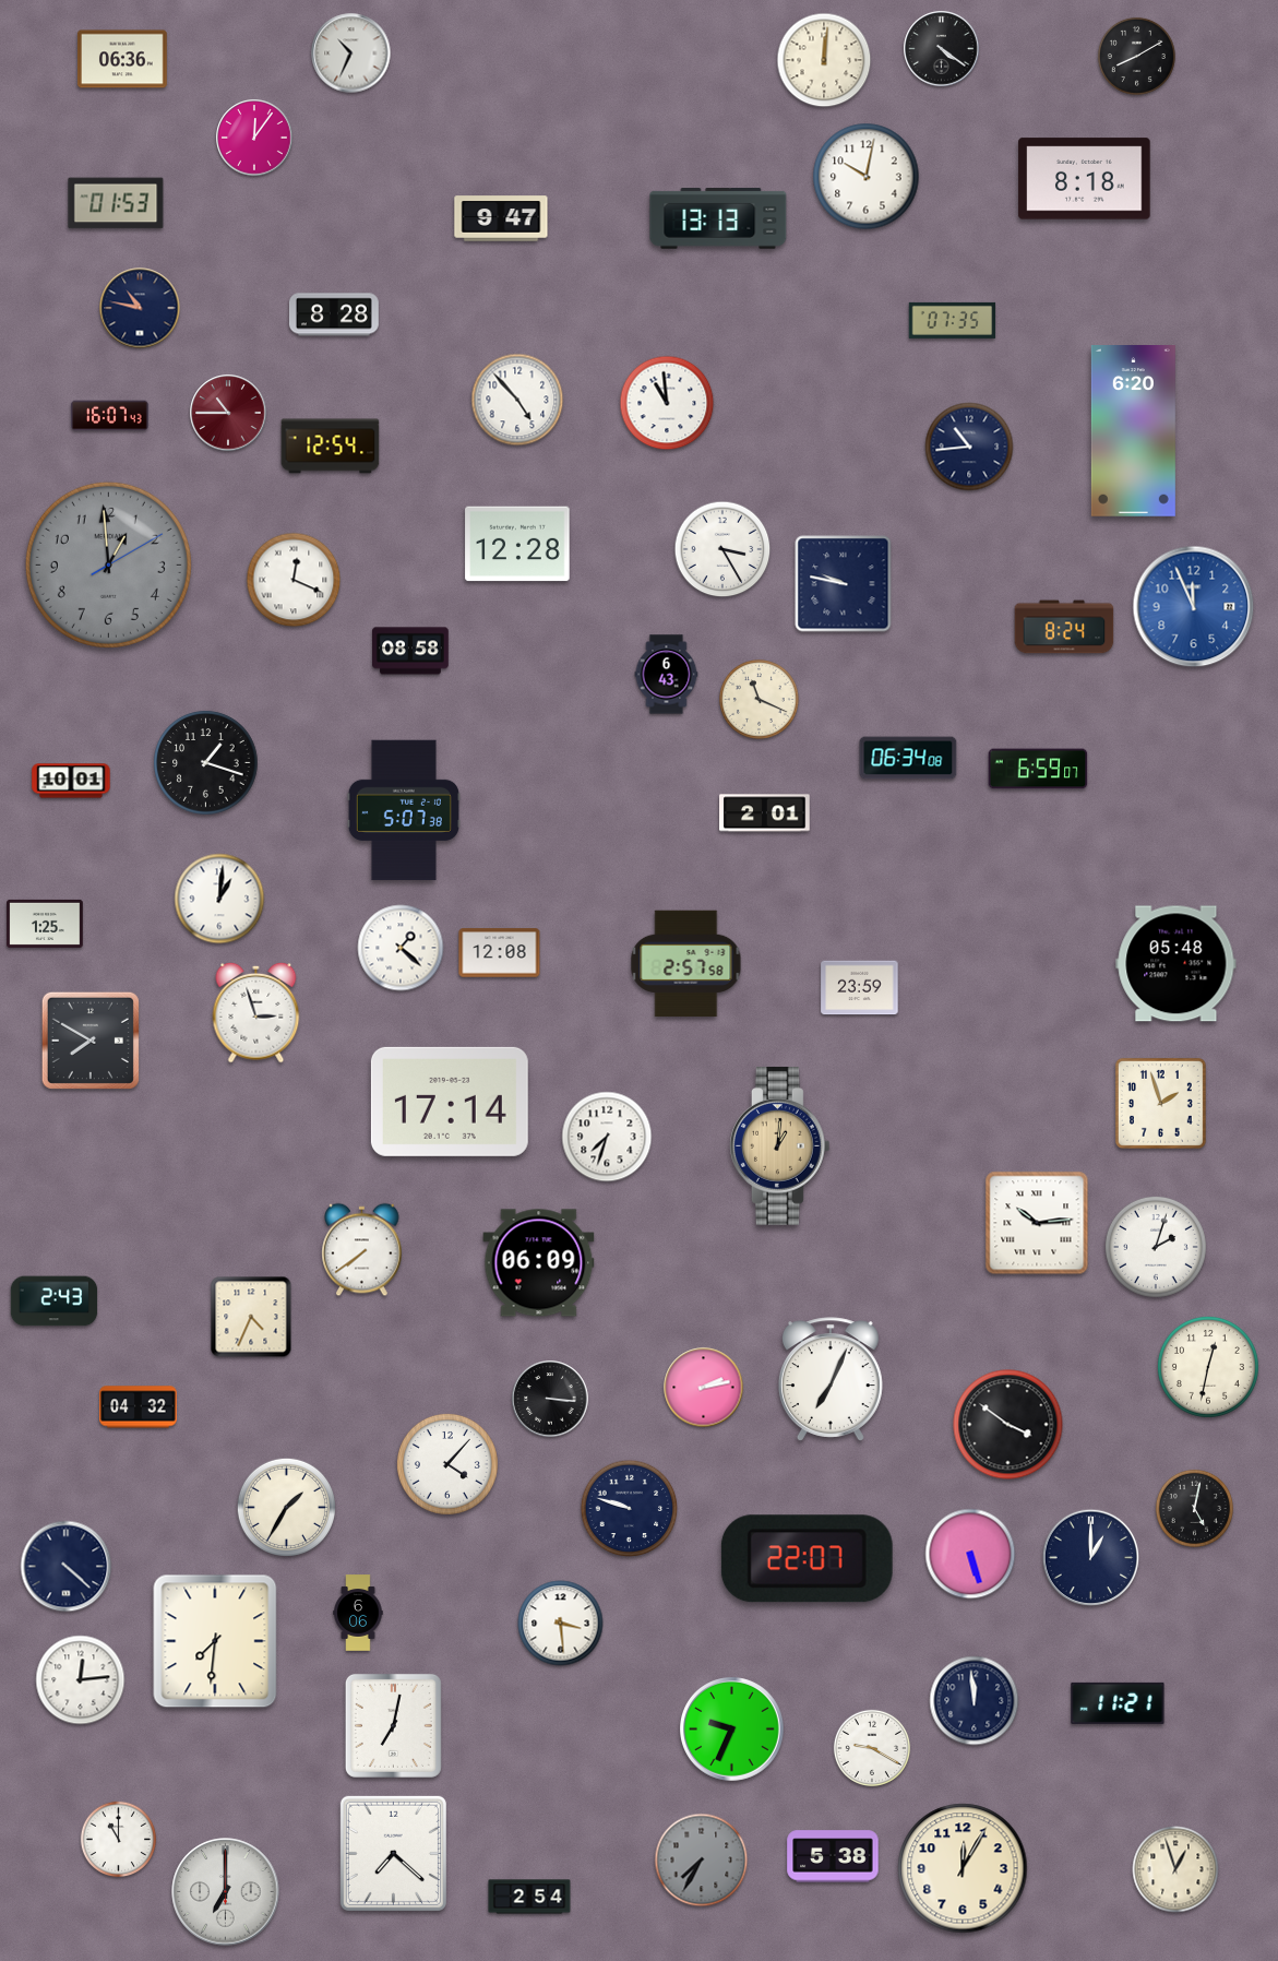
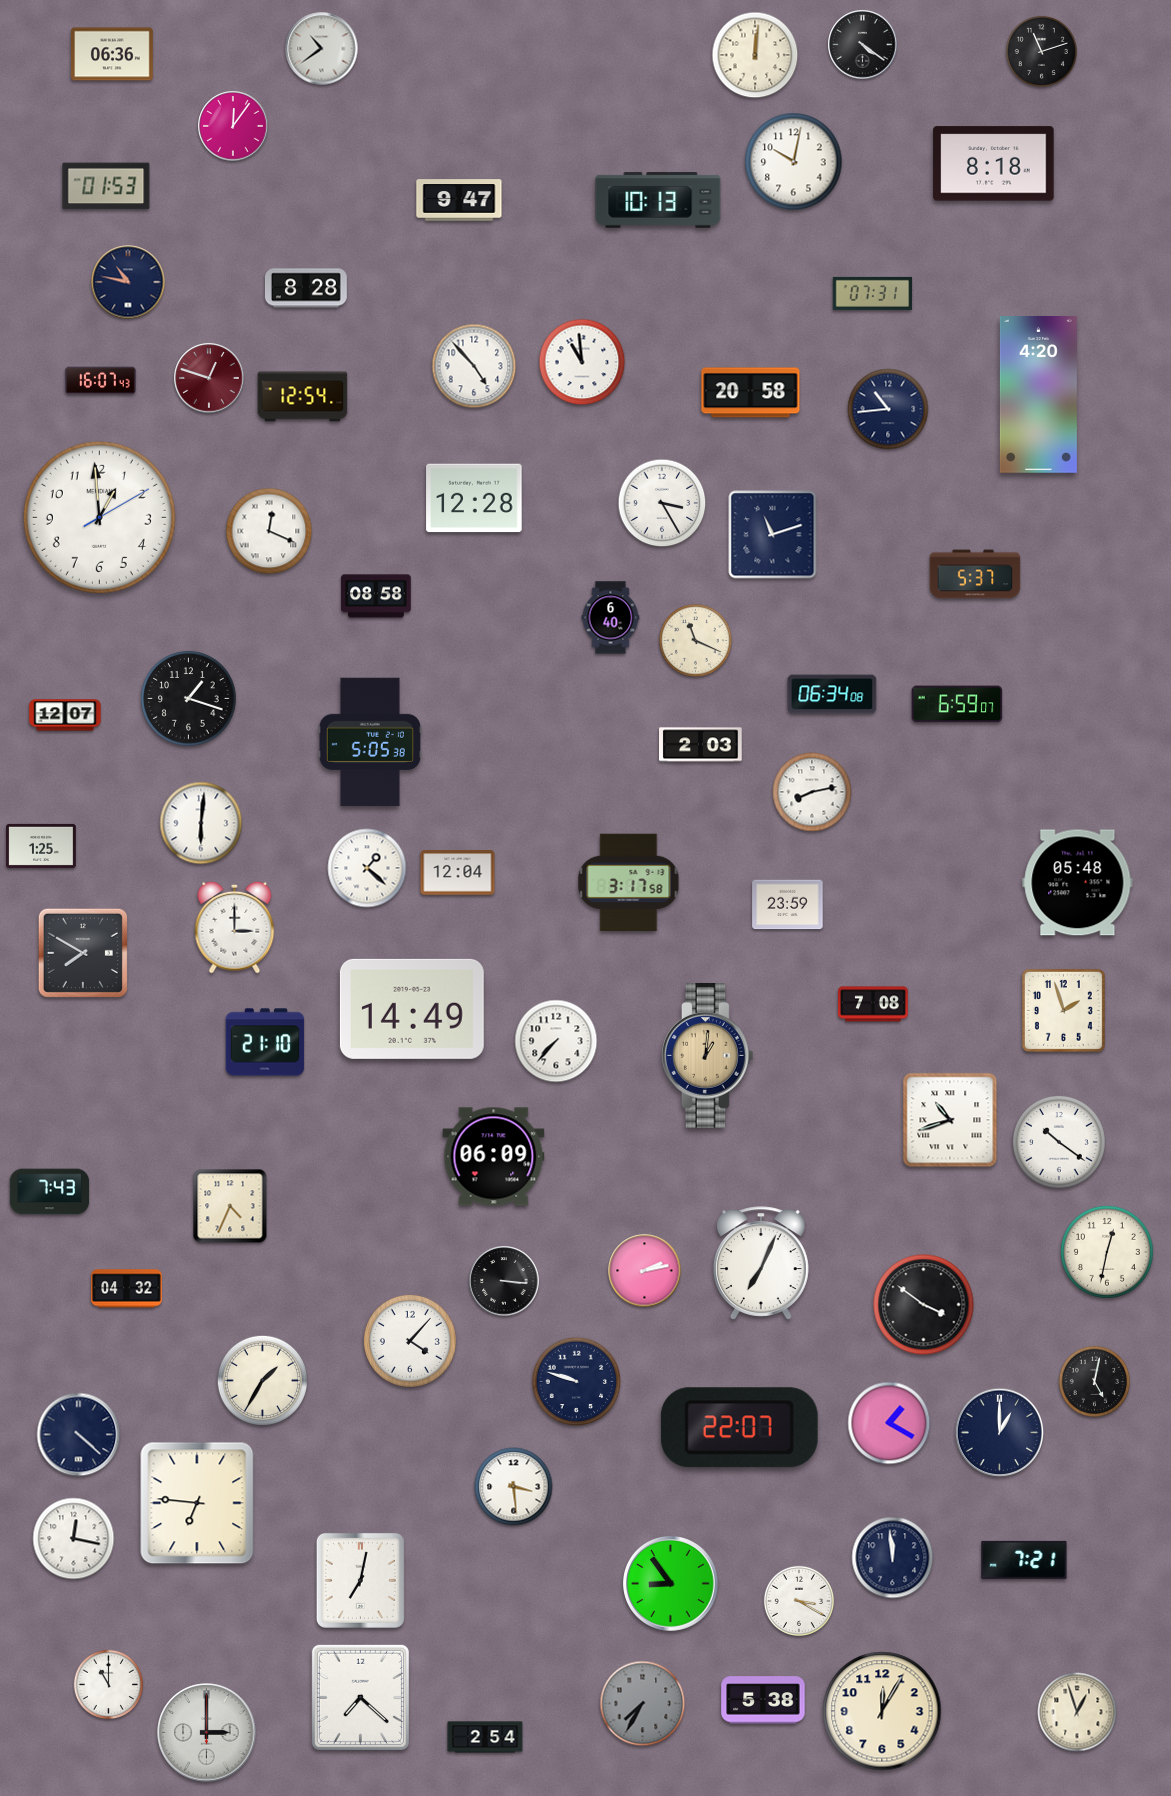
clock at (351, 54): 10:34 -> 10:39
clock at (1136, 56): 8:10 -> 11:12
clock at (718, 219): 13:13 -> 10:13
clock at (953, 320): 07:35 -> 07:31
clock at (667, 403) position: (667, 403) -> (582, 362)
clock at (228, 413): 10:45 -> 12:48
clock at (751, 393): none -> 20:58
clock at (1133, 431): 6:20 -> 4:20
clock at (331, 447) position: (331, 447) -> (303, 397)
clock at (108, 564) dial: grey -> white
clock at (844, 584): 9:47 -> 11:12
clock at (1194, 607): 11:56 -> none
clock at (1064, 627): 8:24 -> 5:37
clock at (667, 675): 6:43 -> 6:40
clock at (1038, 769) position: (1038, 769) -> (957, 704)
clock at (71, 781): 10:01 -> 12:07
clock at (404, 810): 5:07 -> 5:05
clock at (765, 813): 2:01 -> 2:03
clock at (812, 792): none -> 8:13
clock at (219, 899): 1:01 -> 6:01
clock at (500, 953): 12:08 -> 12:04
clock at (686, 964): 2:57 -> 3:17
clock at (256, 1012): 2:57 -> 3:00
clock at (873, 1004): none -> 7:08
clock at (450, 1102): 17:14 -> 14:49
clock at (607, 1137): 7:33 -> 7:37
clock at (265, 1042): none -> 21:10
clock at (779, 1146) position: (779, 1146) -> (707, 1056)
clock at (1037, 1223): 10:14 -> 10:42
clock at (1156, 1247): 2:03 -> 10:21
clock at (362, 1250): 7:39 -> none
clock at (55, 1302): 2:43 -> 7:43
clock at (970, 1554): 5:27 -> 1:20
clock at (1091, 1558) position: (1091, 1558) -> (1000, 1433)
clock at (67, 1567) position: (67, 1567) -> (79, 1435)
clock at (358, 1613): 6:06 -> none
clock at (215, 1641): 7:31 -> 6:46
clock at (81, 1680): 12:14 -> 12:17
clock at (1118, 1703): 11:21 -> 7:21
clock at (732, 1730): 9:34 -> 8:54
clock at (872, 1748): 9:20 -> 3:20
clock at (226, 1892): 7:00 -> 3:00
